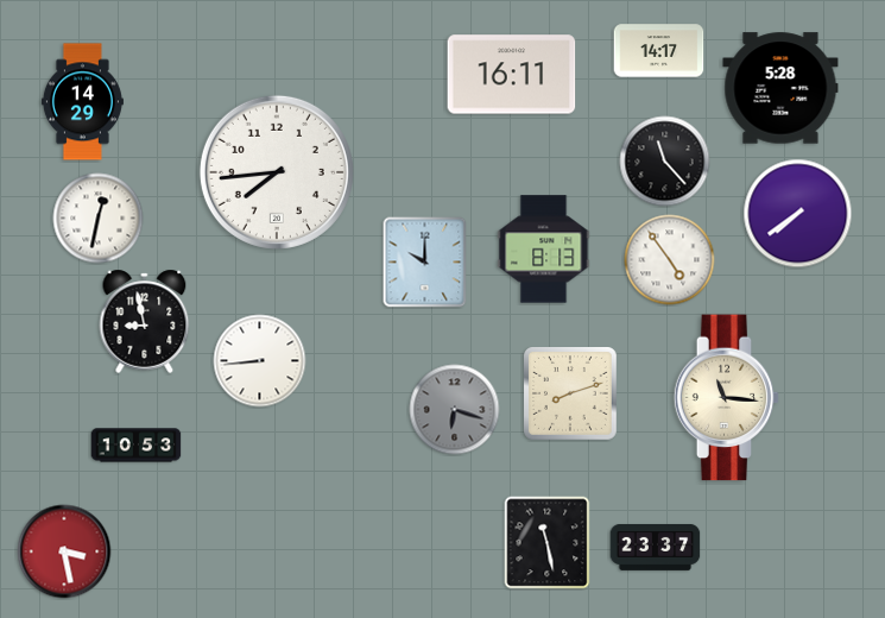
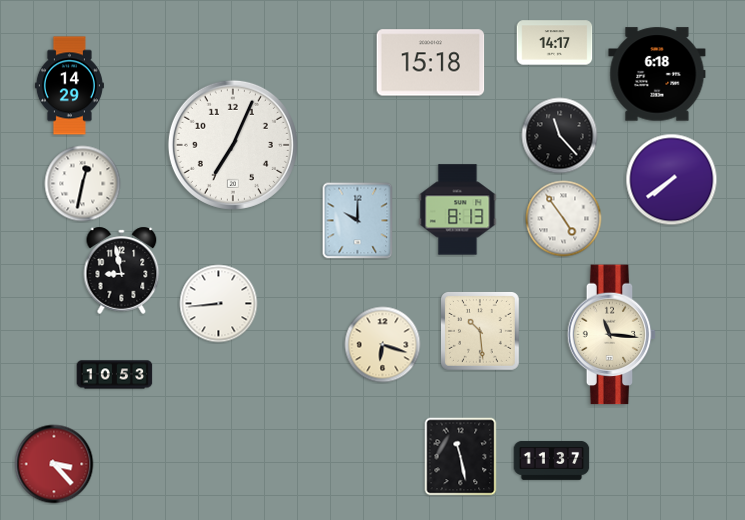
clock at (512, 75): 16:11 -> 15:18
clock at (780, 88): 5:28 -> 6:18
clock at (277, 172): 7:44 -> 7:04
clock at (571, 395): 8:12 -> 10:29
clock at (455, 410) dial: grey -> cream
clock at (656, 547): 23:37 -> 11:37
clock at (64, 551): 3:28 -> 3:23
